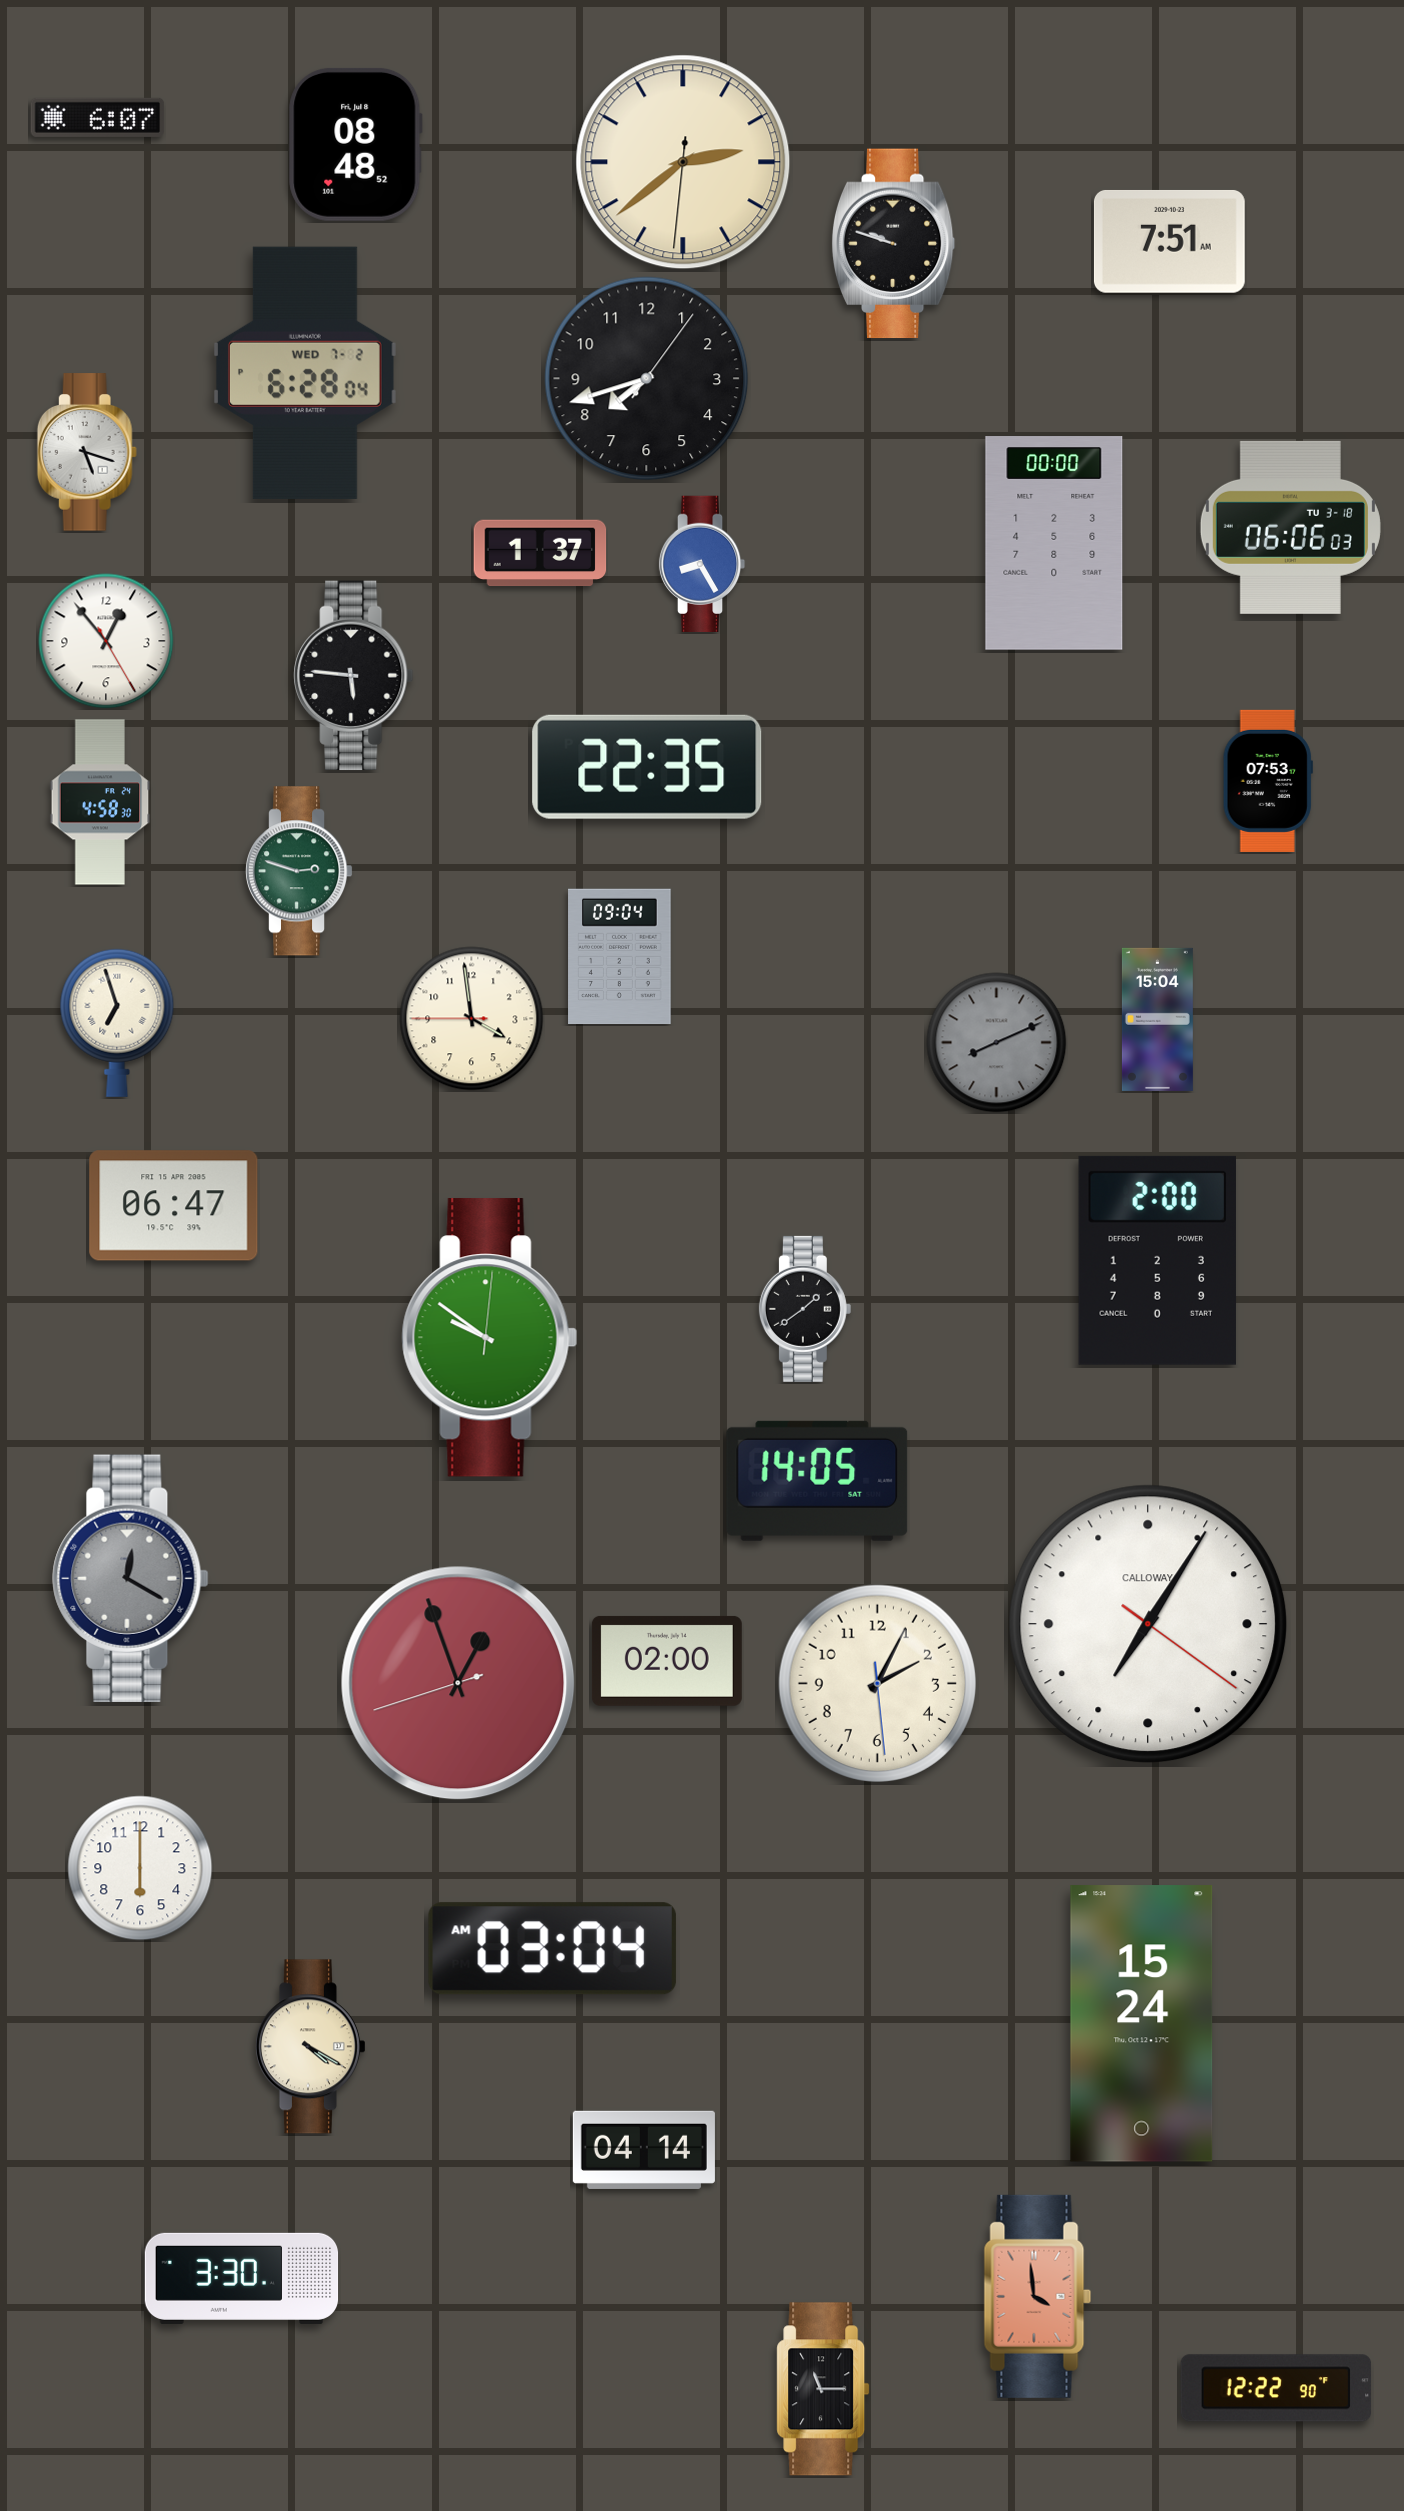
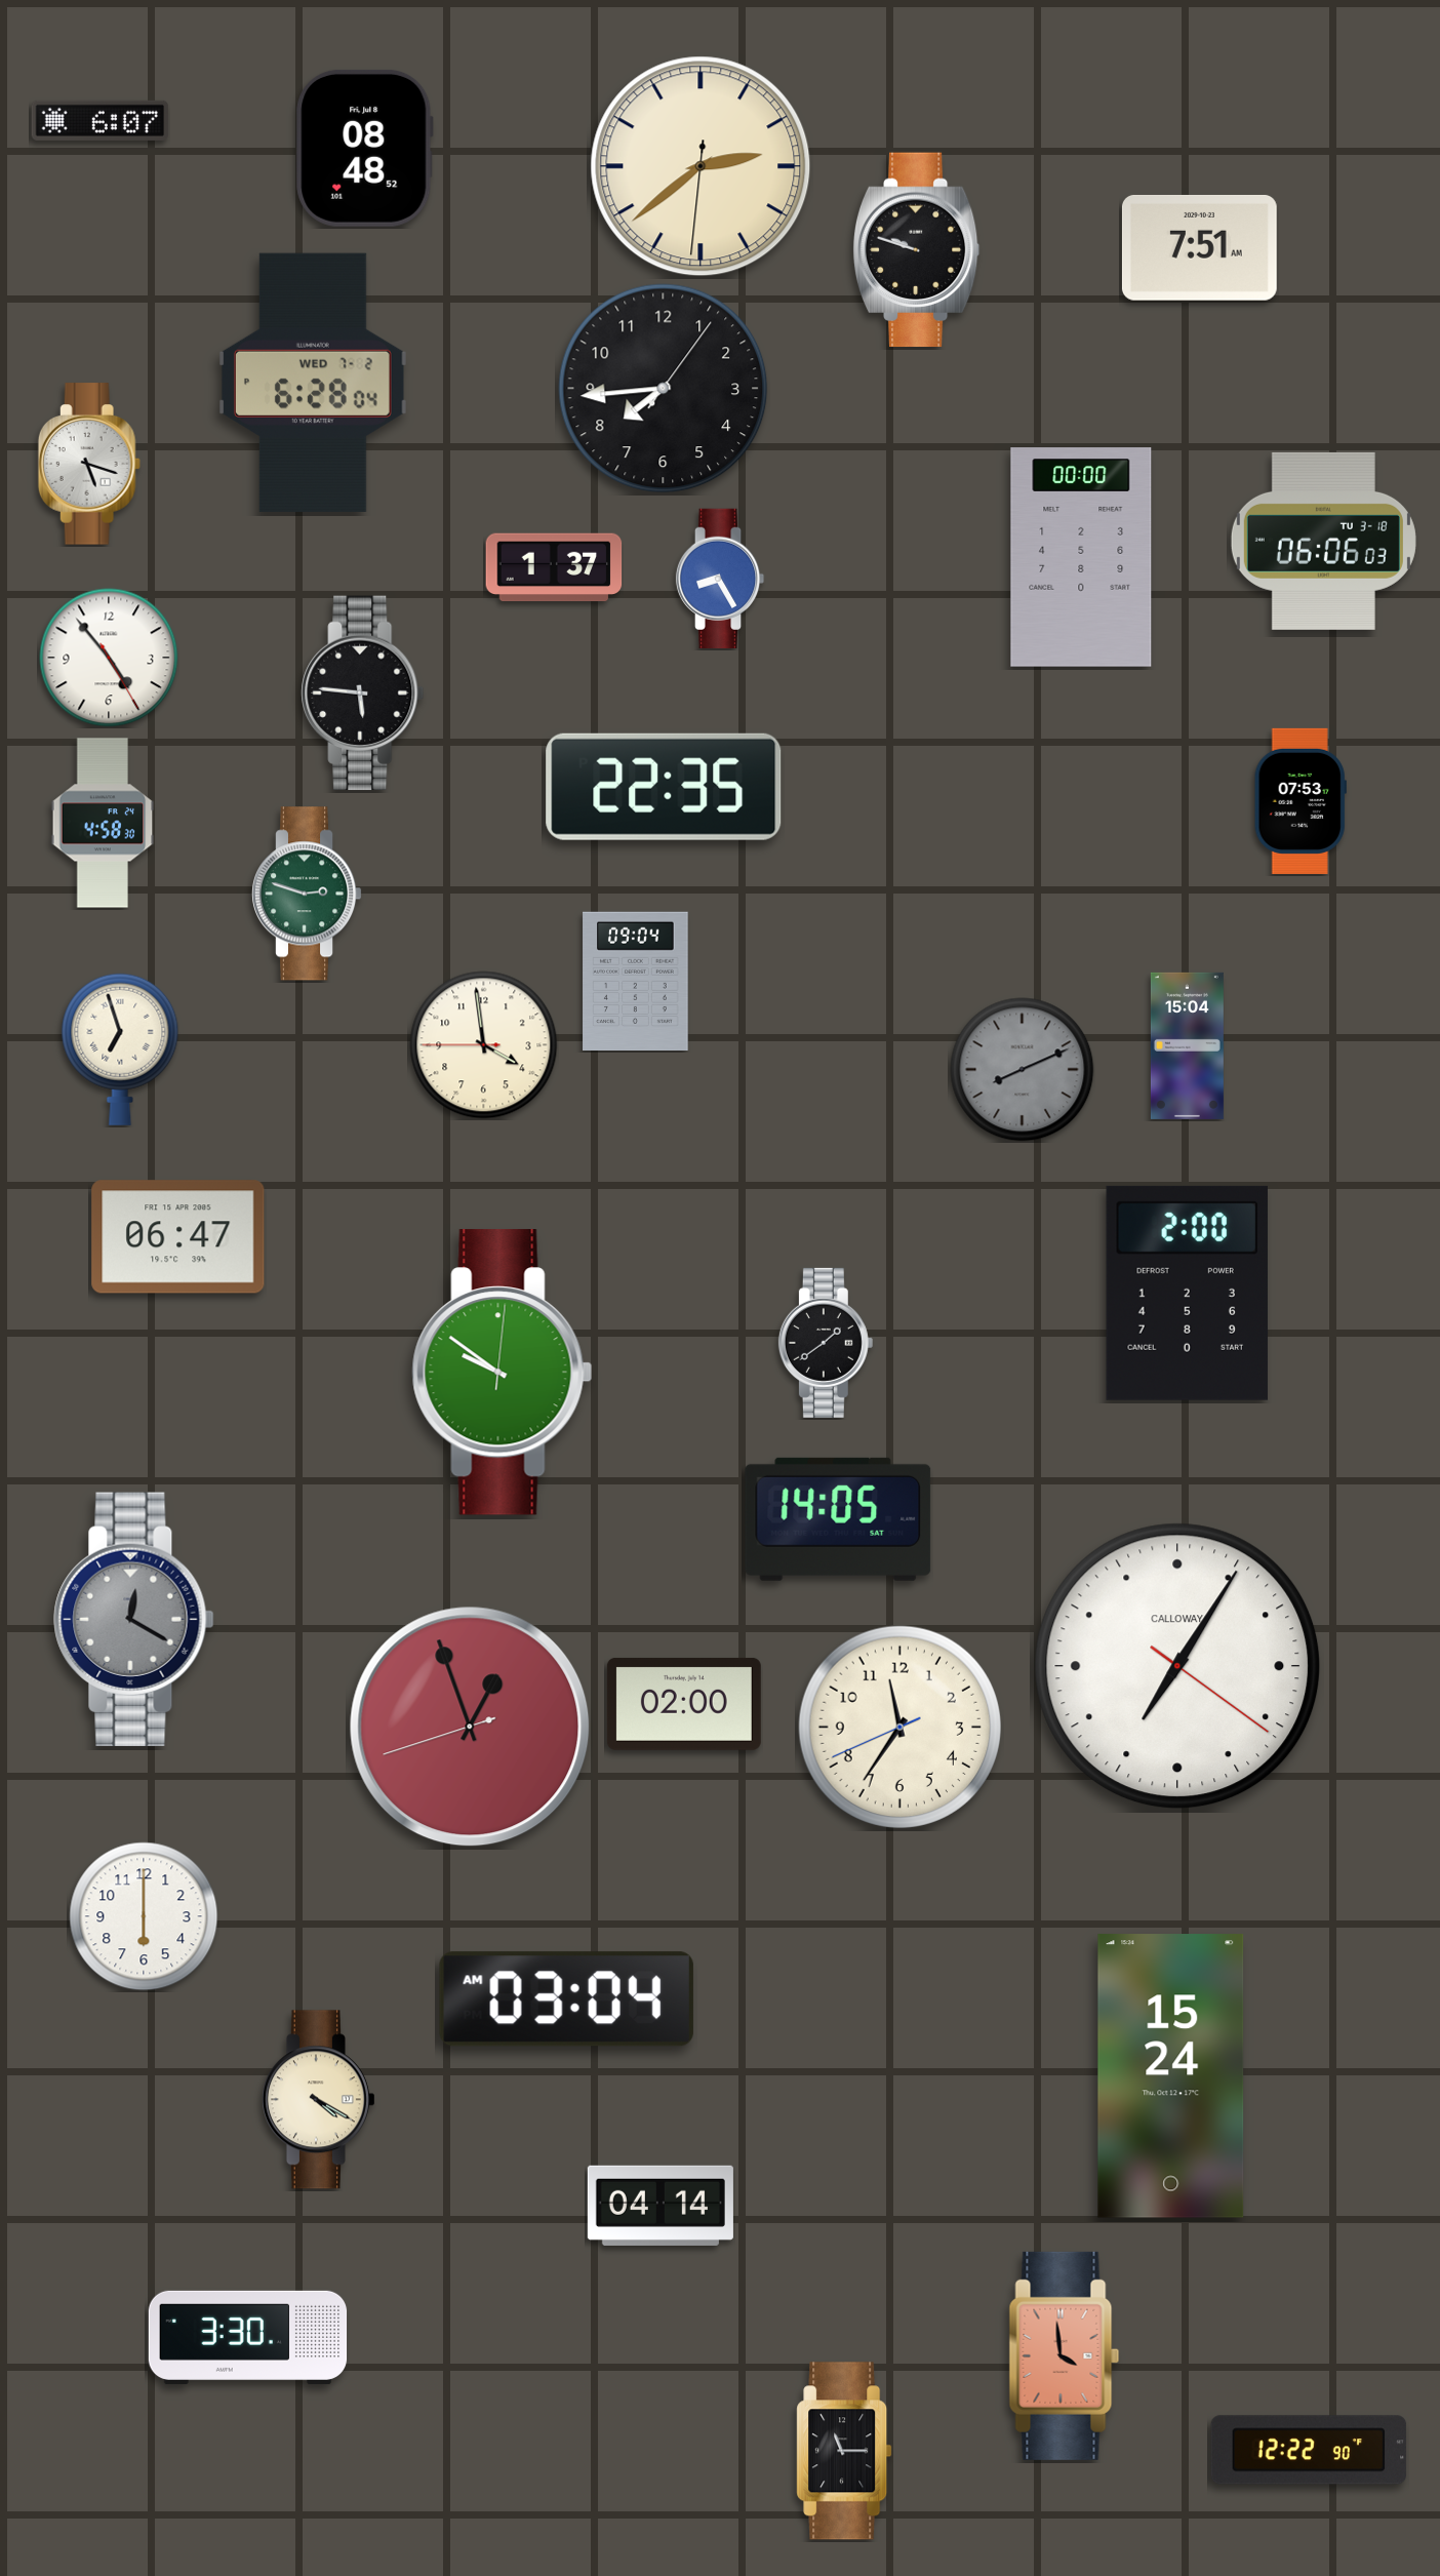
clock at (647, 379): 7:42 -> 7:44
clock at (106, 641): 12:53 -> 4:53
clock at (878, 1684): 2:04 -> 11:35
